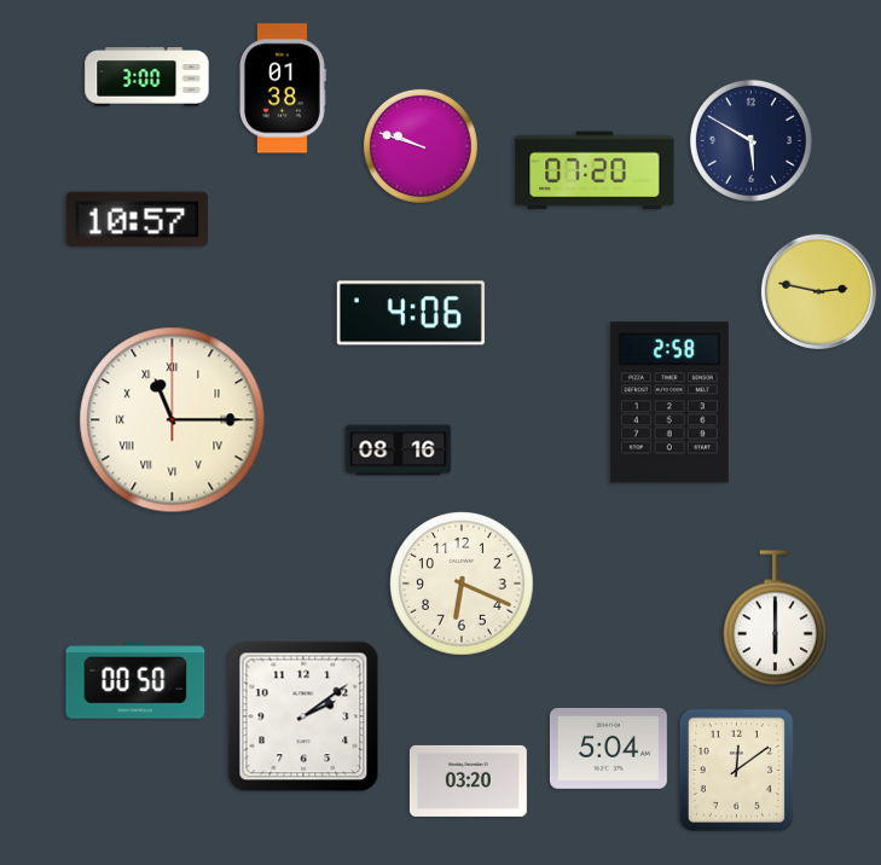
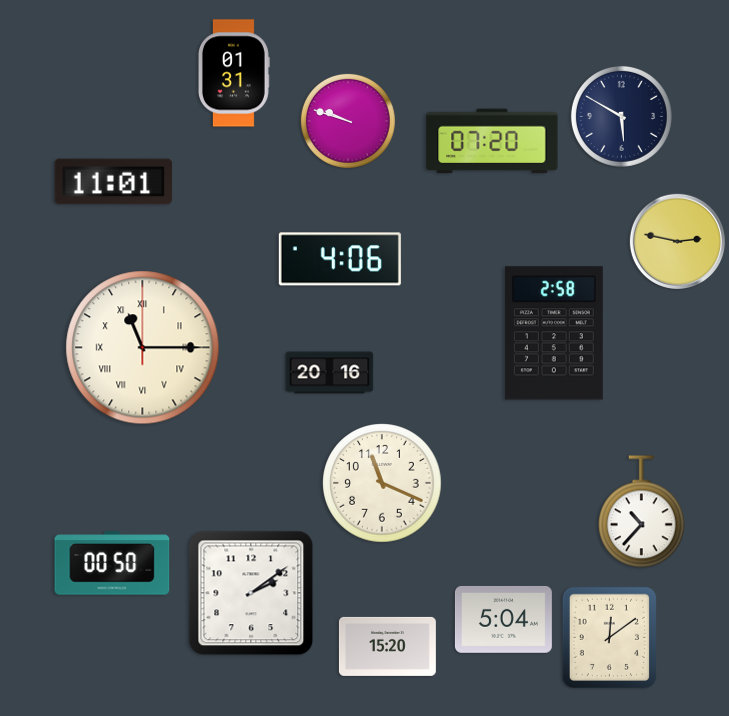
clock at (147, 77): 3:00 -> none
clock at (282, 88): 01:38 -> 01:31
clock at (138, 220): 10:57 -> 11:01
clock at (399, 451): 08:16 -> 20:16
clock at (462, 584): 6:19 -> 11:19
clock at (775, 619): 6:00 -> 10:37
clock at (468, 780): 03:20 -> 15:20
